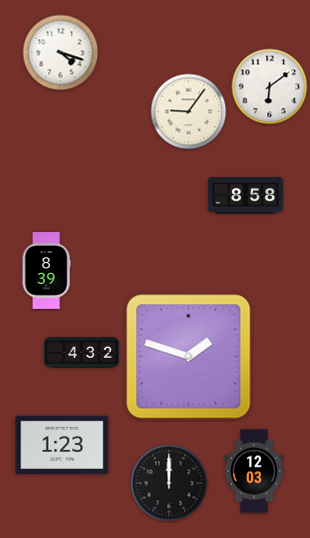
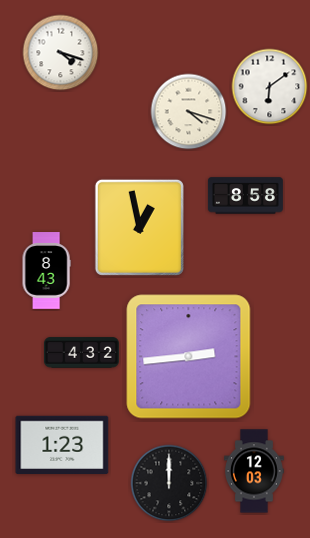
clock at (189, 112): 9:06 -> 4:18
clock at (139, 227): none -> 12:58
clock at (46, 271): 8:39 -> 8:43
clock at (189, 357): 1:48 -> 2:44
